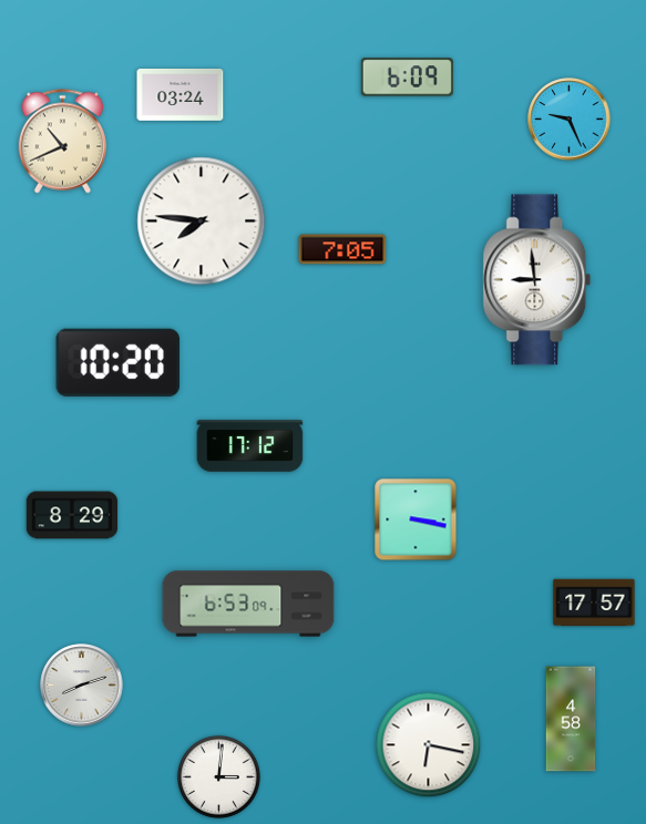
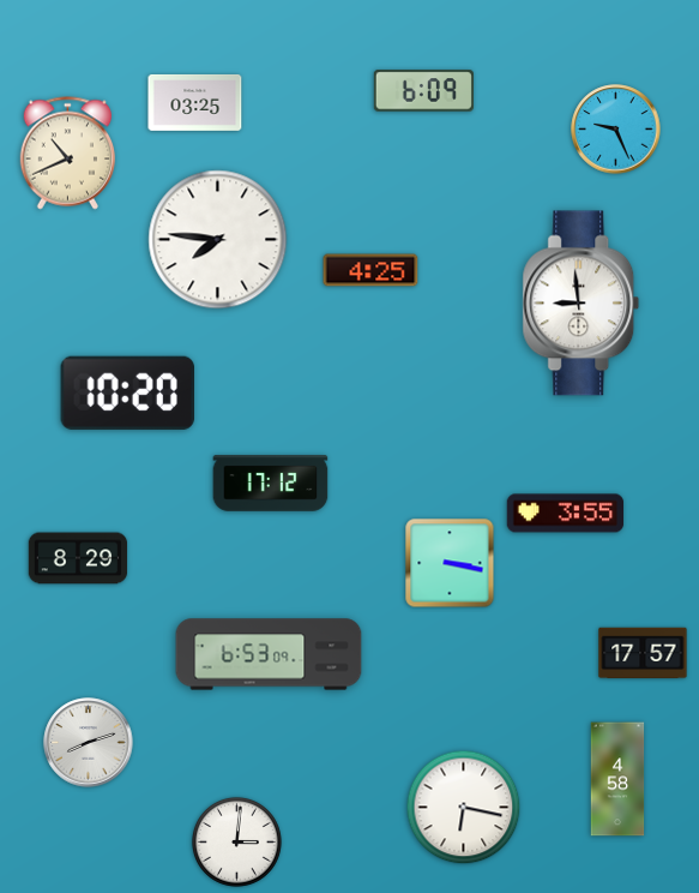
clock at (407, 78) position: (407, 78) -> (423, 91)
clock at (181, 94): 03:24 -> 03:25
clock at (342, 249): 7:05 -> 4:25
clock at (566, 514): none -> 3:55
